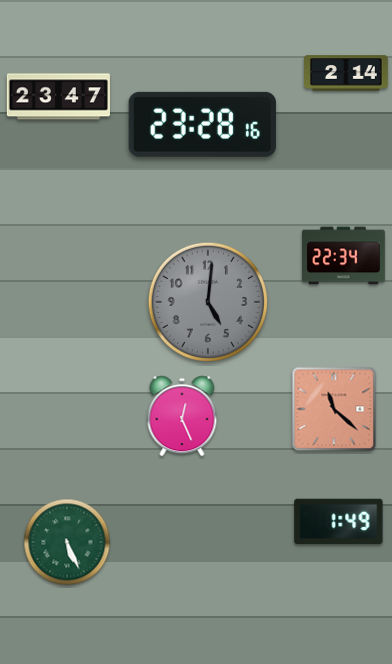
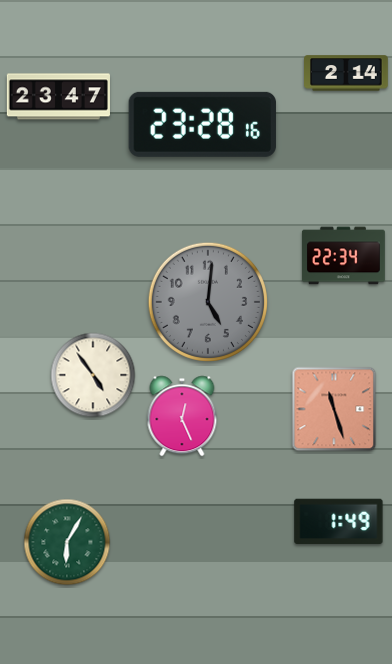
clock at (93, 375): none -> 4:54
clock at (334, 409): 11:22 -> 11:27
clock at (67, 542): 5:26 -> 6:05
